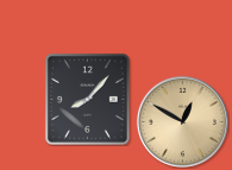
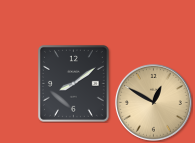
clock at (87, 99): 8:07 -> 8:09
